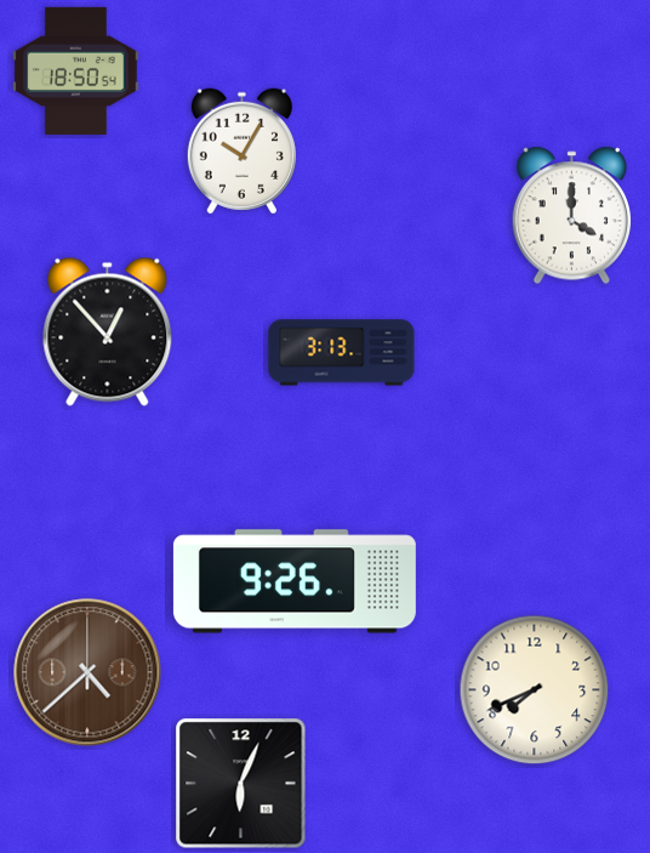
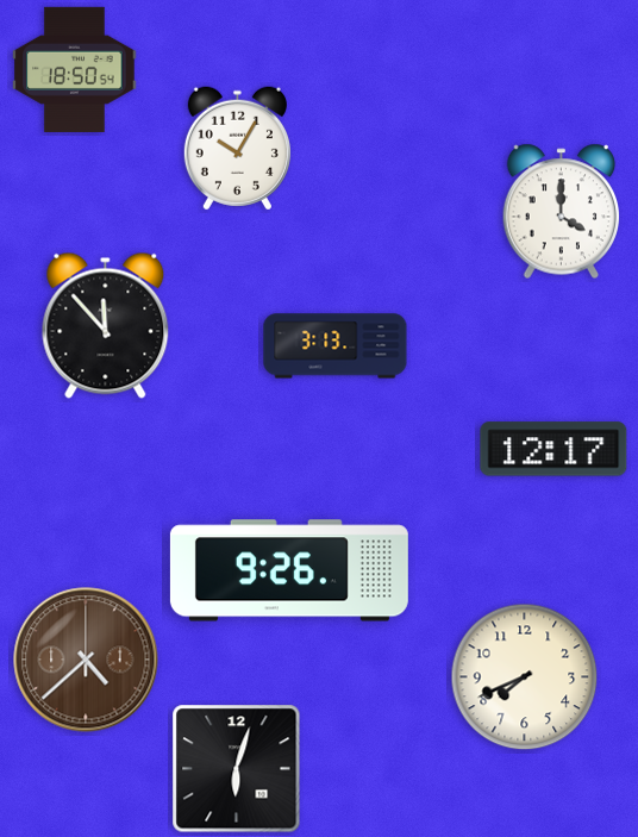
clock at (108, 331): 12:53 -> 11:53
clock at (553, 449): none -> 12:17
clock at (241, 784): 6:04 -> 6:03
